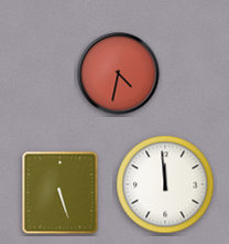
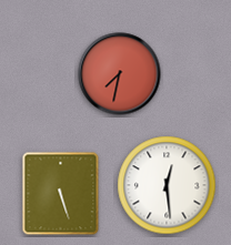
clock at (119, 74): 4:32 -> 7:32
clock at (165, 184): 11:59 -> 12:29
